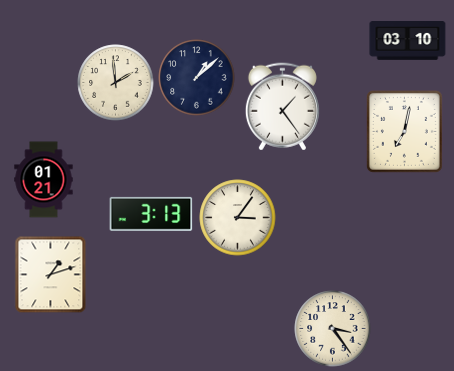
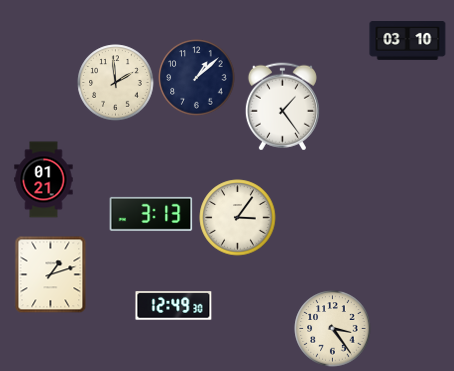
clock at (404, 131): 7:02 -> none
clock at (174, 306): none -> 12:49
